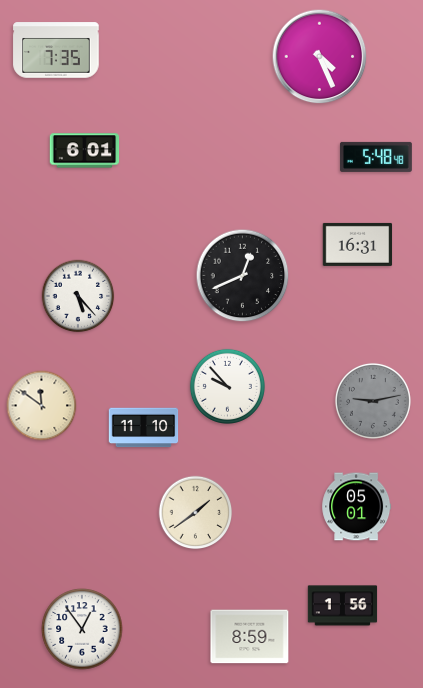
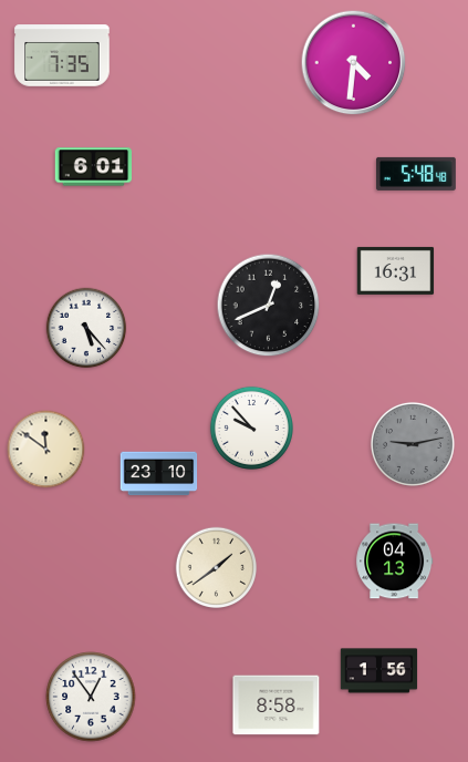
clock at (320, 57): 4:26 -> 4:31
clock at (144, 428): 11:10 -> 23:10
clock at (357, 507): 05:01 -> 04:13
clock at (250, 637): 8:59 -> 8:58
